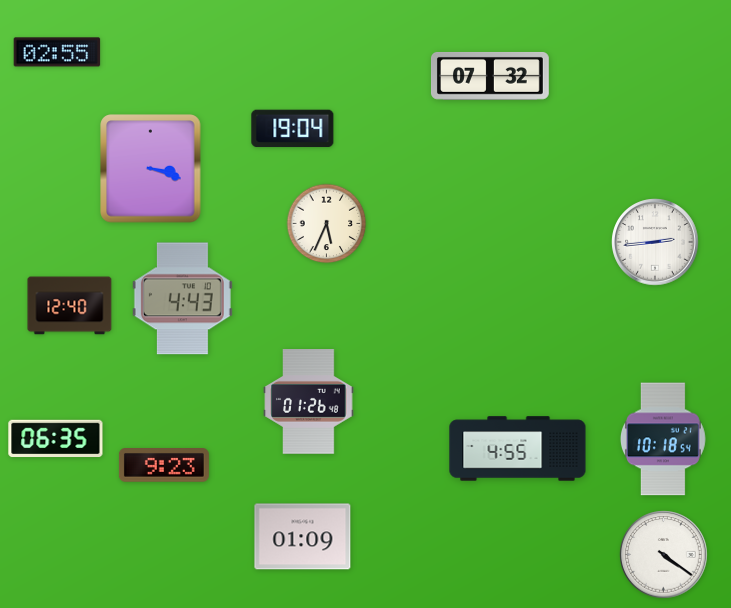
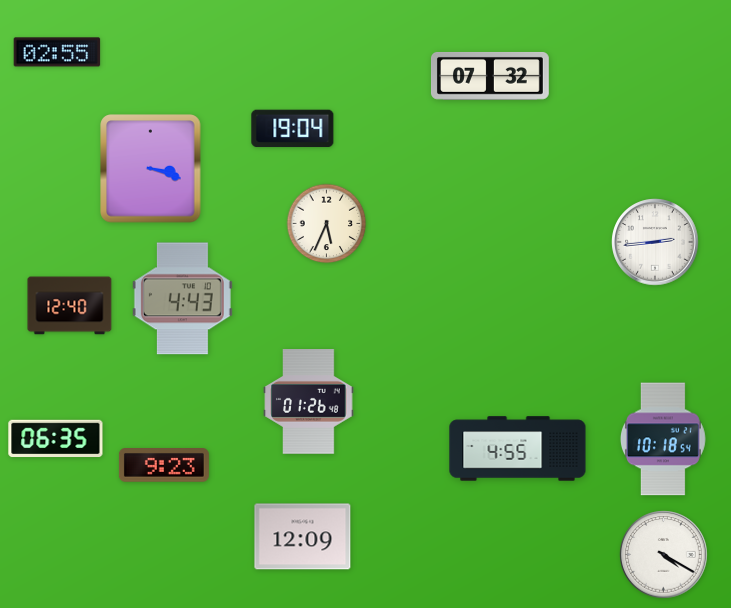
clock at (303, 537): 01:09 -> 12:09
clock at (664, 555): 4:21 -> 4:20
